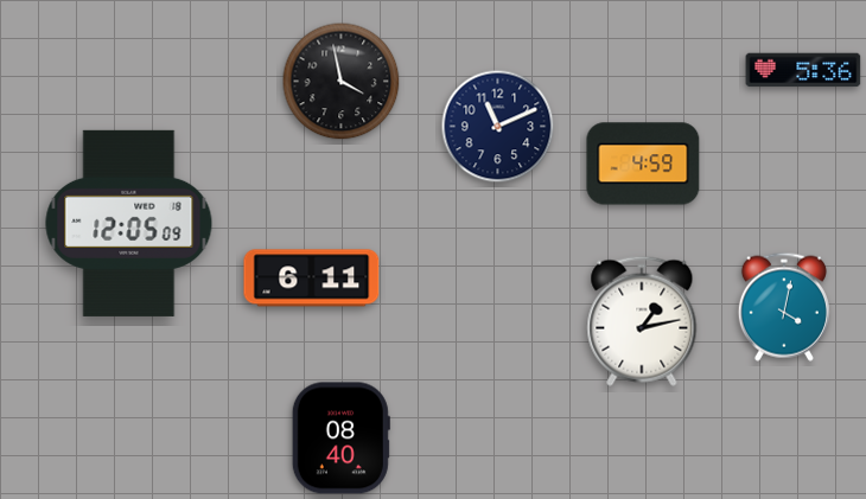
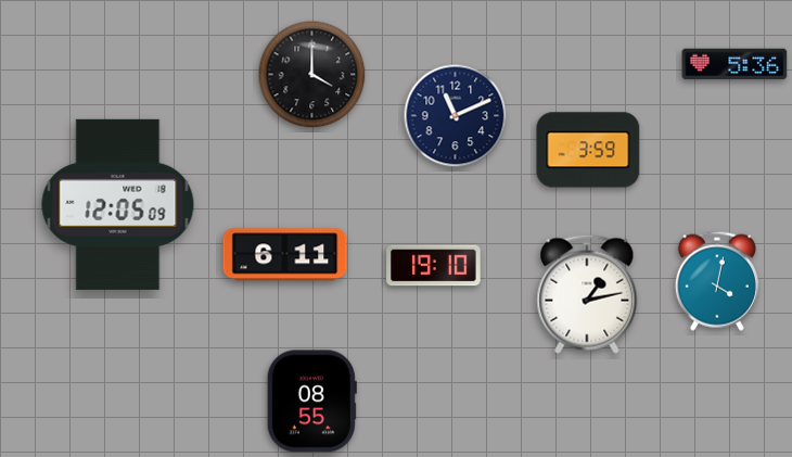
clock at (342, 82): 3:58 -> 4:00
clock at (643, 164): 4:59 -> 3:59
clock at (434, 266): none -> 19:10
clock at (340, 439): 08:40 -> 08:55
